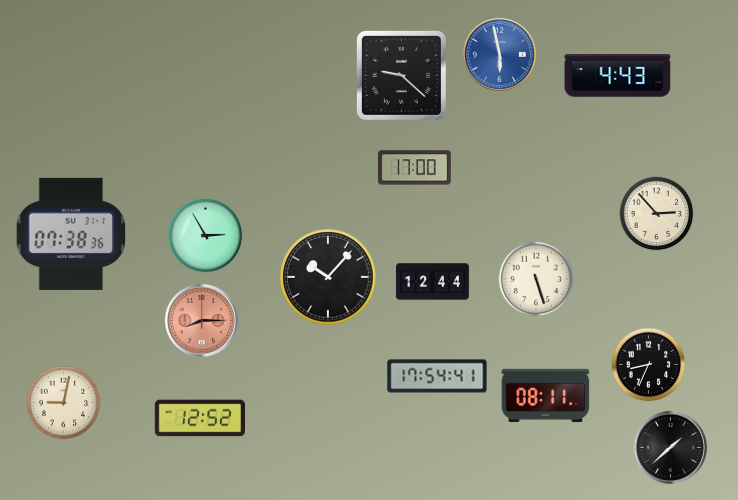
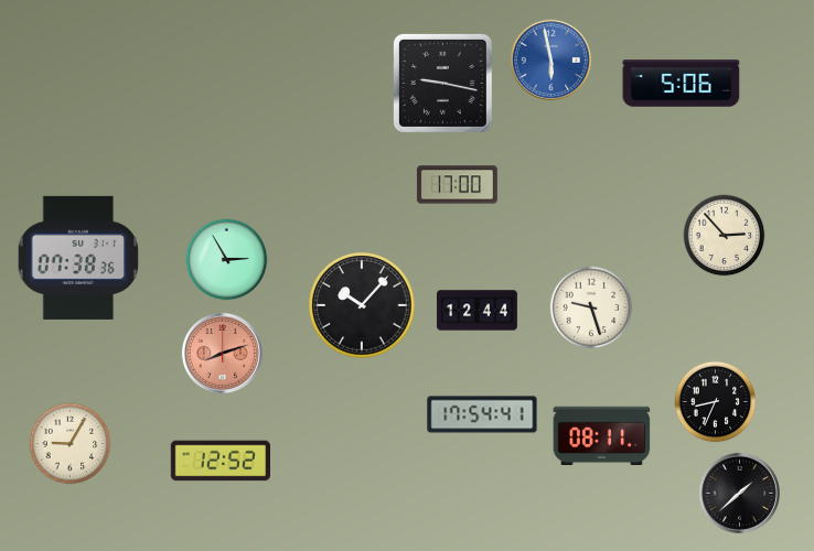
clock at (401, 75): 9:22 -> 9:17
clock at (618, 76): 4:43 -> 5:06
clock at (536, 279): 5:27 -> 9:27
clock at (201, 320): 8:15 -> 8:12
clock at (64, 403): 9:02 -> 9:05
